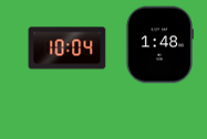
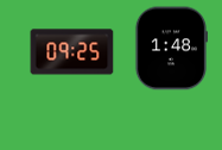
clock at (68, 49): 10:04 -> 09:25
